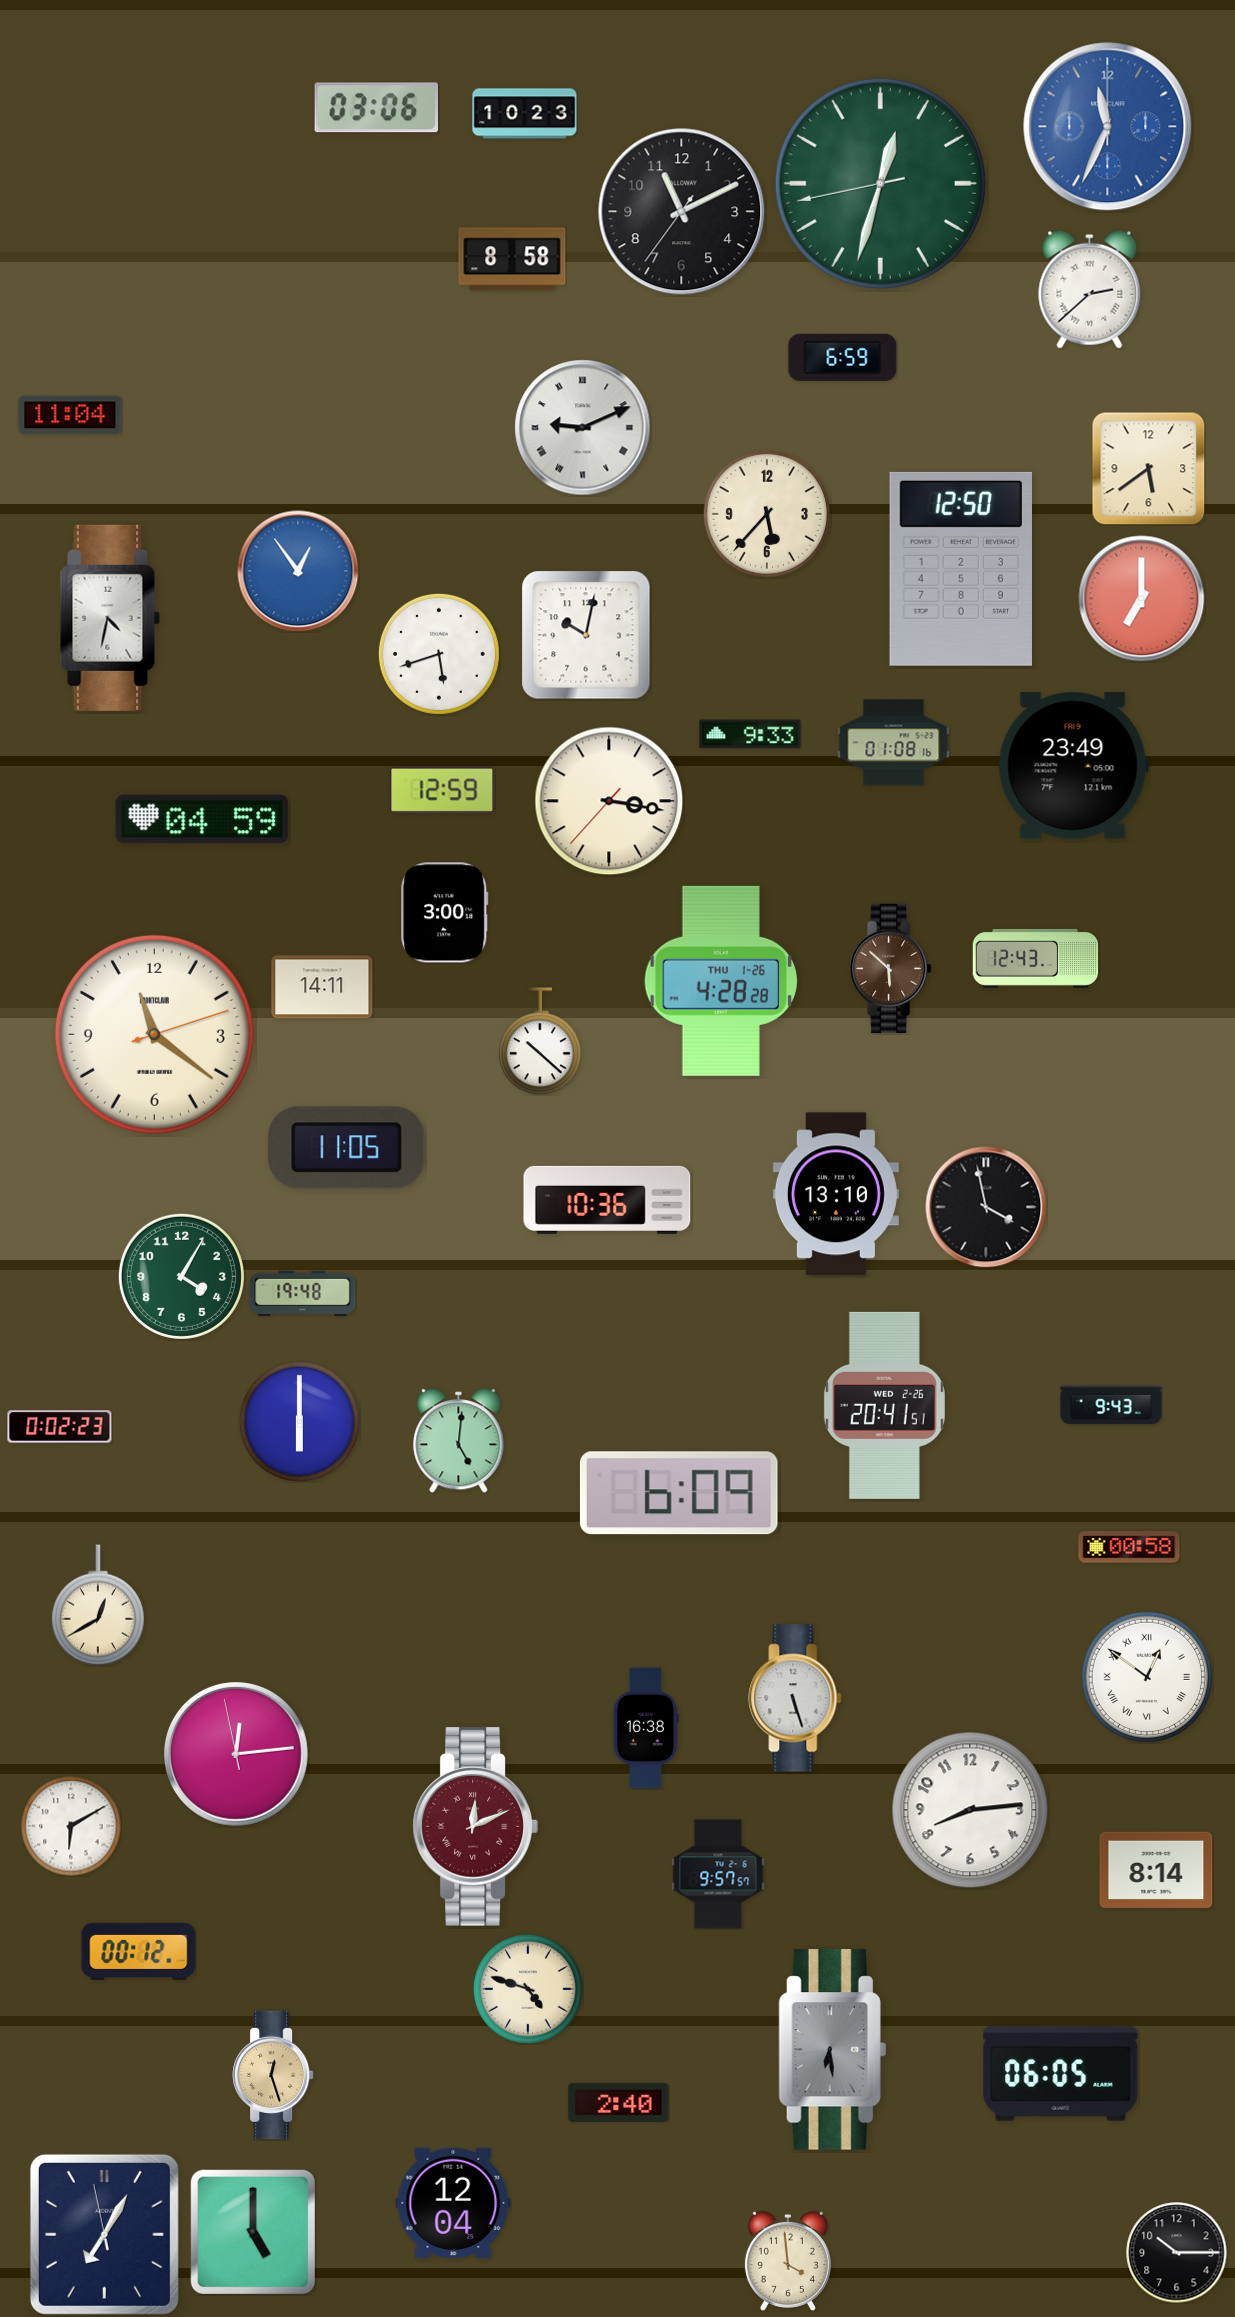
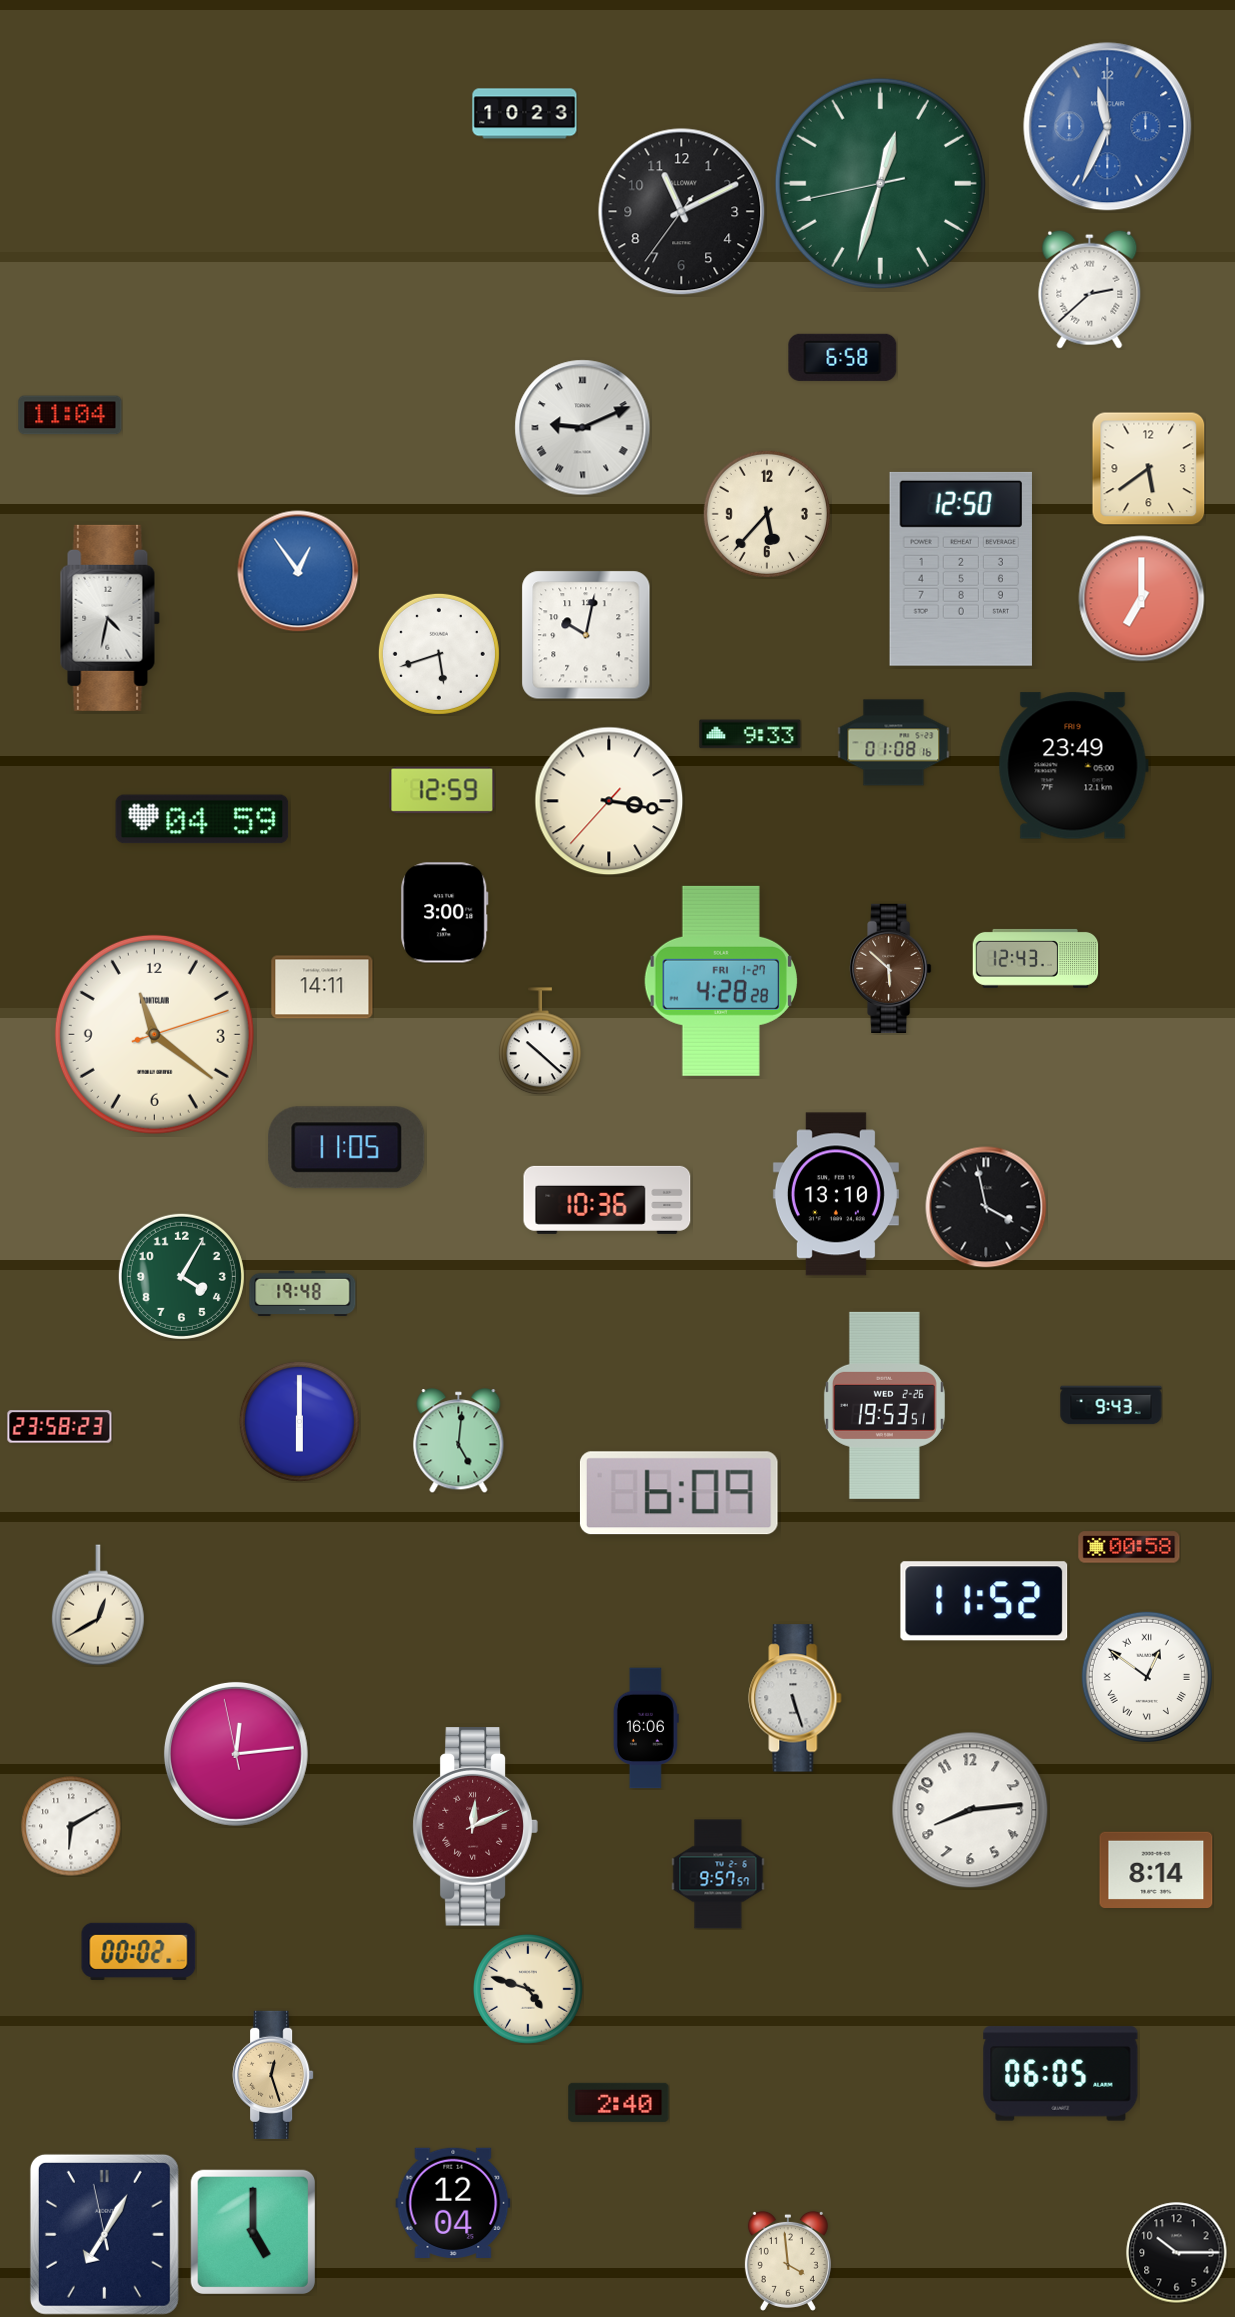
clock at (376, 108): 03:06 -> none
clock at (512, 259): 8:58 -> none
clock at (843, 357): 6:59 -> 6:58
clock at (721, 981) date: THU 1-26 -> FRI 1-27
clock at (884, 1405): 20:41 -> 19:53
clock at (60, 1427): 0:02 -> 23:58
clock at (984, 1601): none -> 11:52
clock at (646, 1728): 16:38 -> 16:06
clock at (139, 1951): 00:12 -> 00:02
clock at (832, 2050): 6:29 -> none
